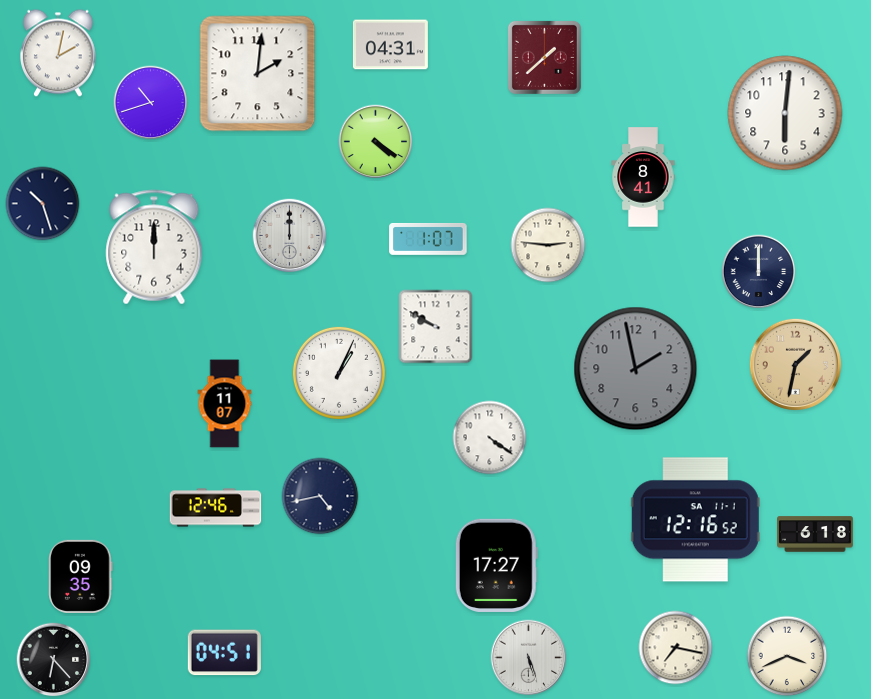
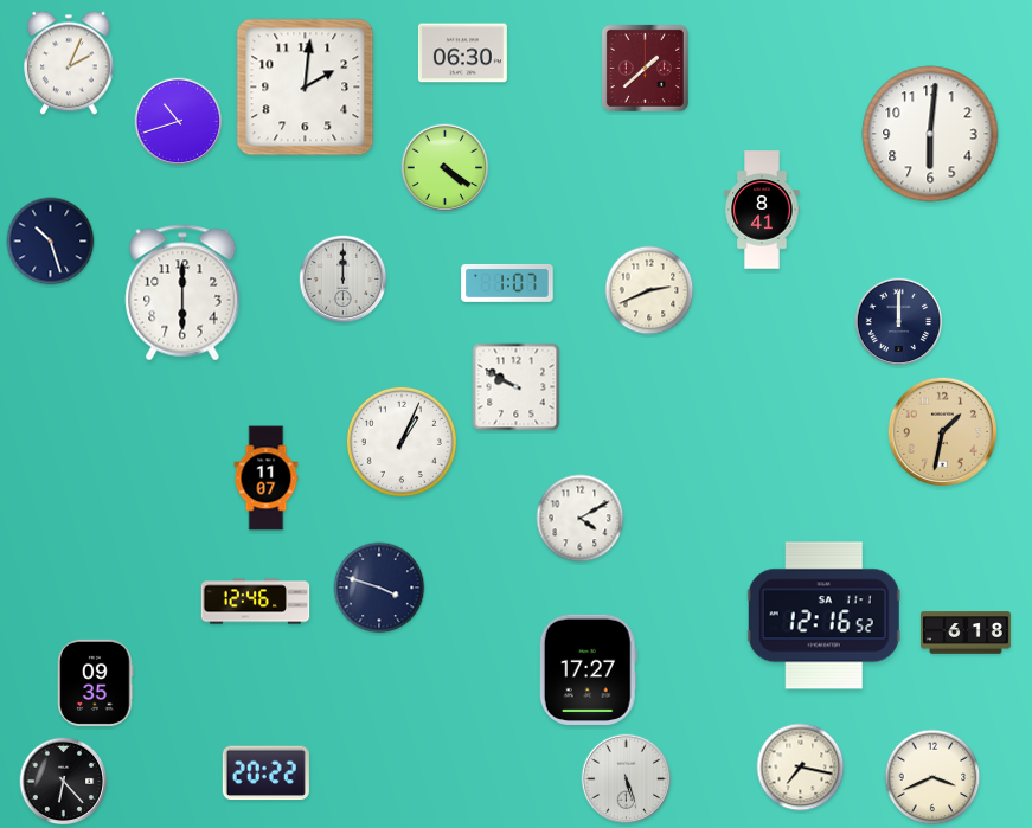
clock at (390, 45): 04:31 -> 06:30
clock at (59, 53): 2:02 -> 2:04
clock at (548, 245): 2:46 -> 2:41
clock at (154, 247): 12:00 -> 6:00
clock at (636, 369): 1:58 -> none
clock at (490, 438): 4:21 -> 4:10
clock at (320, 496): 4:43 -> 3:48
clock at (224, 653): 04:51 -> 20:22
